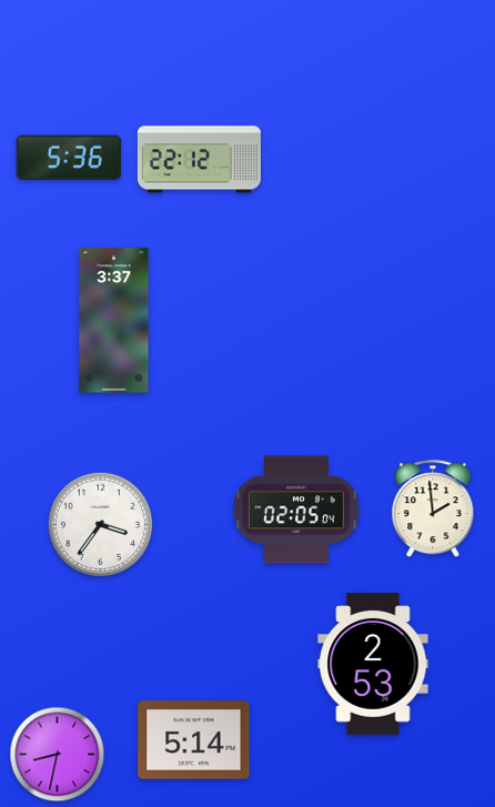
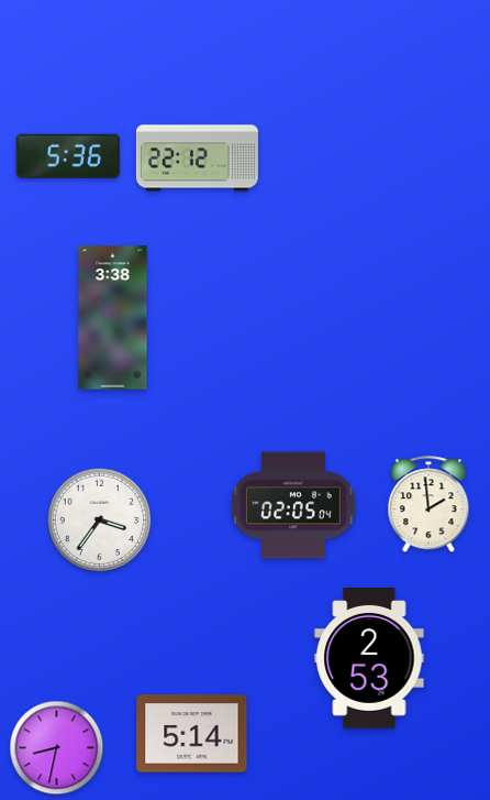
clock at (114, 321): 3:37 -> 3:38
